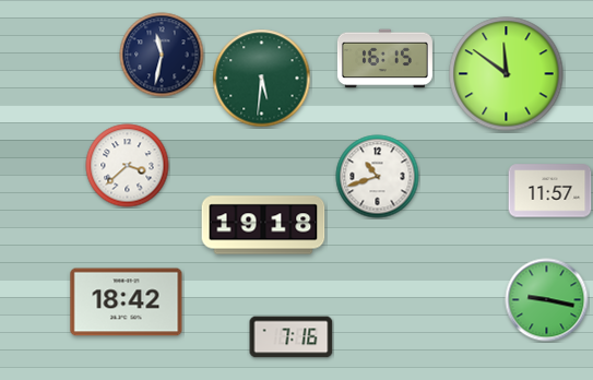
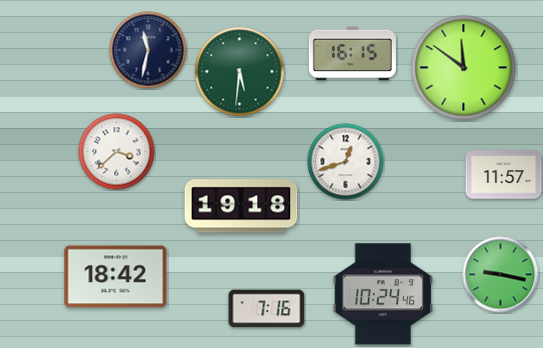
clock at (378, 177): 10:42 -> 12:42
clock at (383, 294): none -> 10:24
